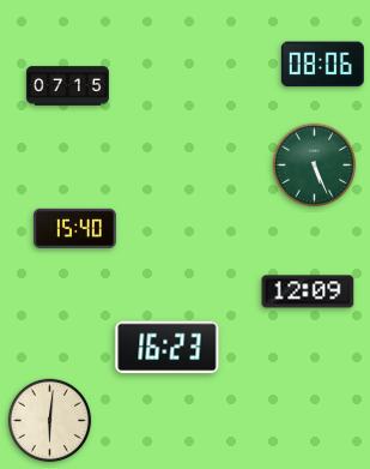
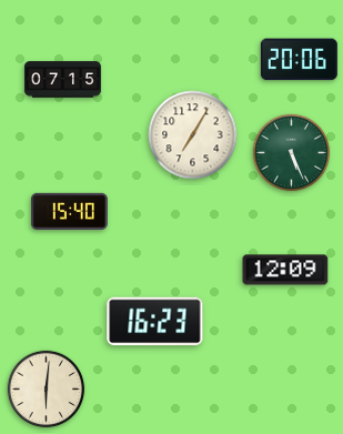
clock at (322, 65): 08:06 -> 20:06
clock at (193, 135): none -> 7:05
